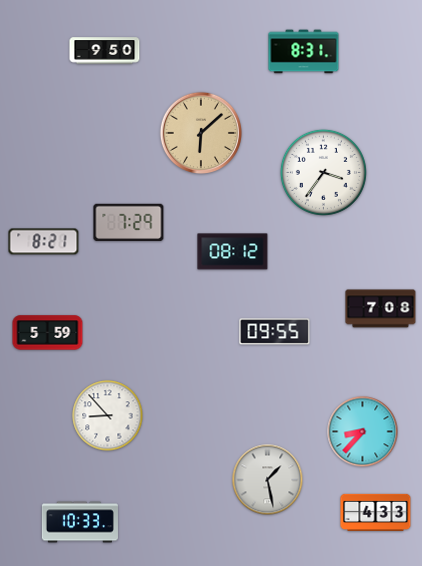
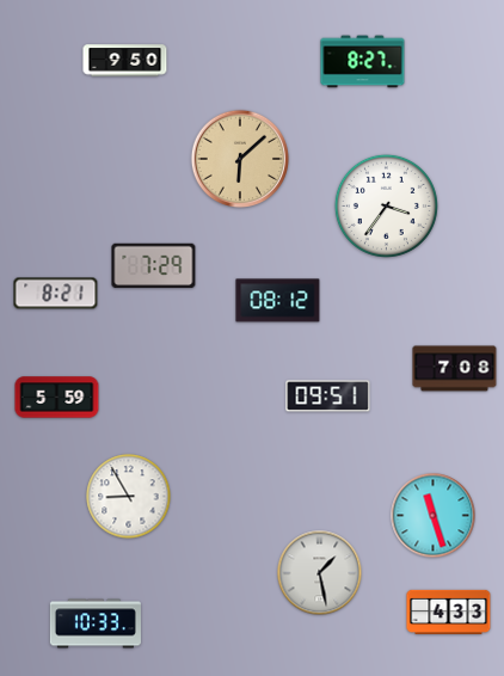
clock at (304, 52): 8:31 -> 8:27
clock at (44, 242) position: (44, 242) -> (56, 294)
clock at (275, 332): 09:55 -> 09:51
clock at (108, 416): 8:53 -> 8:55
clock at (363, 432): 8:37 -> 11:27
